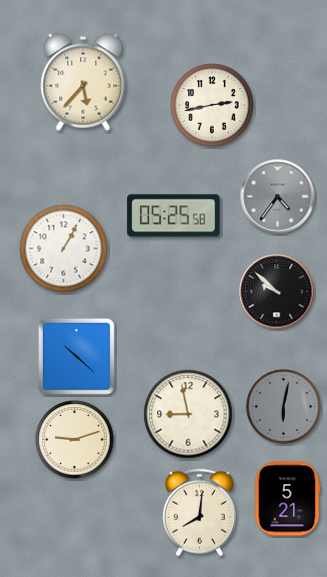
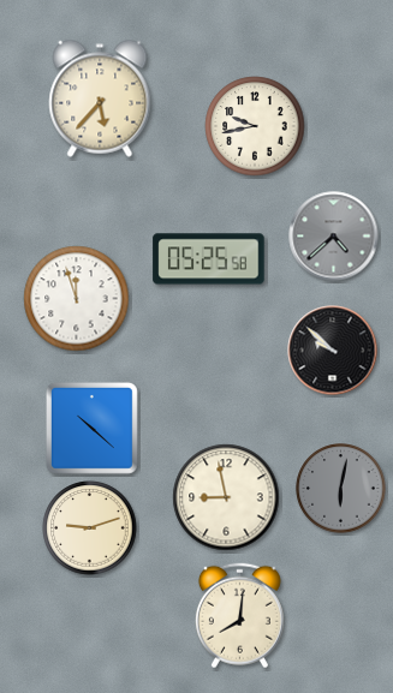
clock at (212, 105): 2:43 -> 9:43
clock at (278, 197): 4:36 -> 4:38
clock at (64, 249): 1:05 -> 11:57
clock at (287, 499): 5:21 -> none
